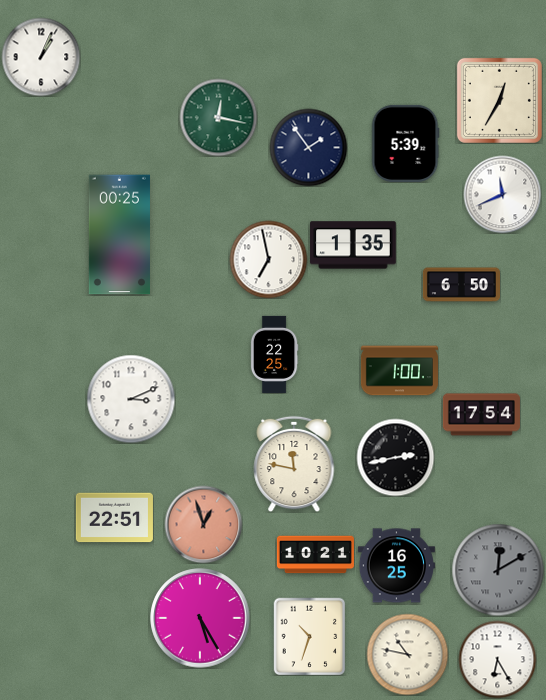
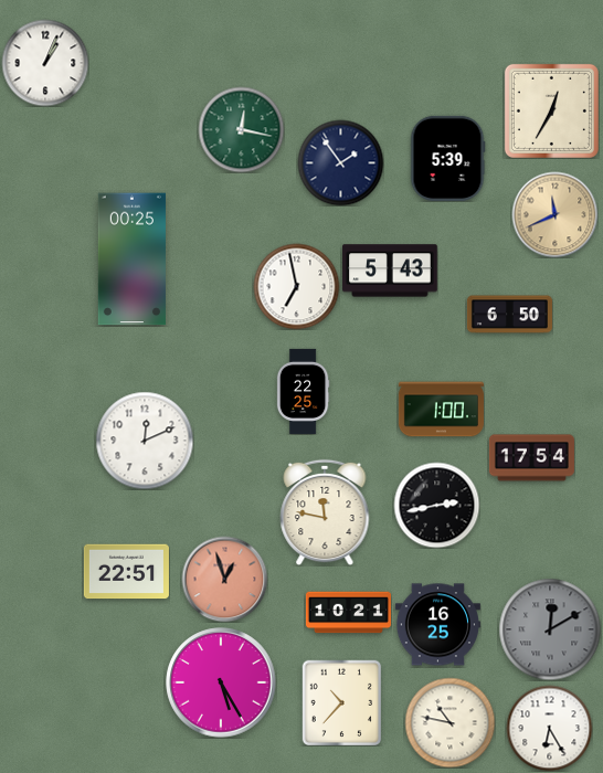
clock at (502, 194) dial: white -> champagne
clock at (353, 245): 1:35 -> 5:43
clock at (131, 399): 3:11 -> 12:11
clock at (310, 636): 10:33 -> 10:37
